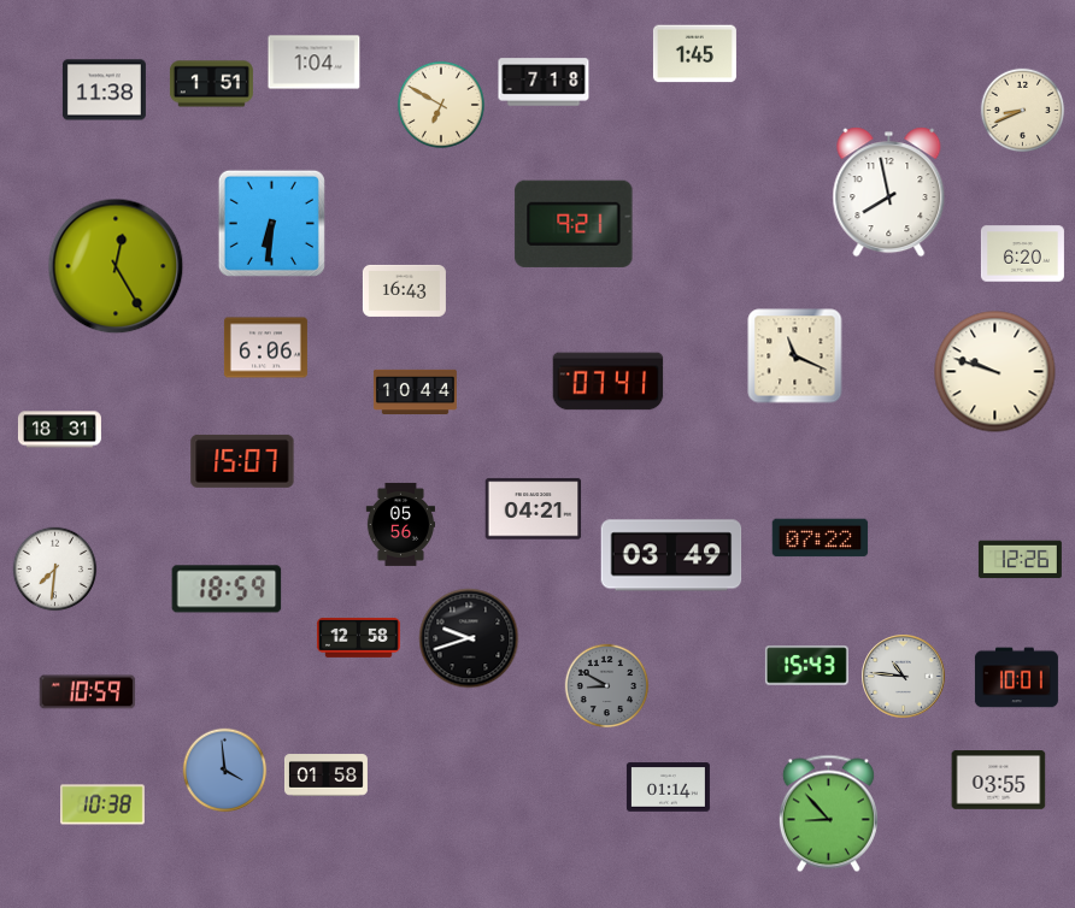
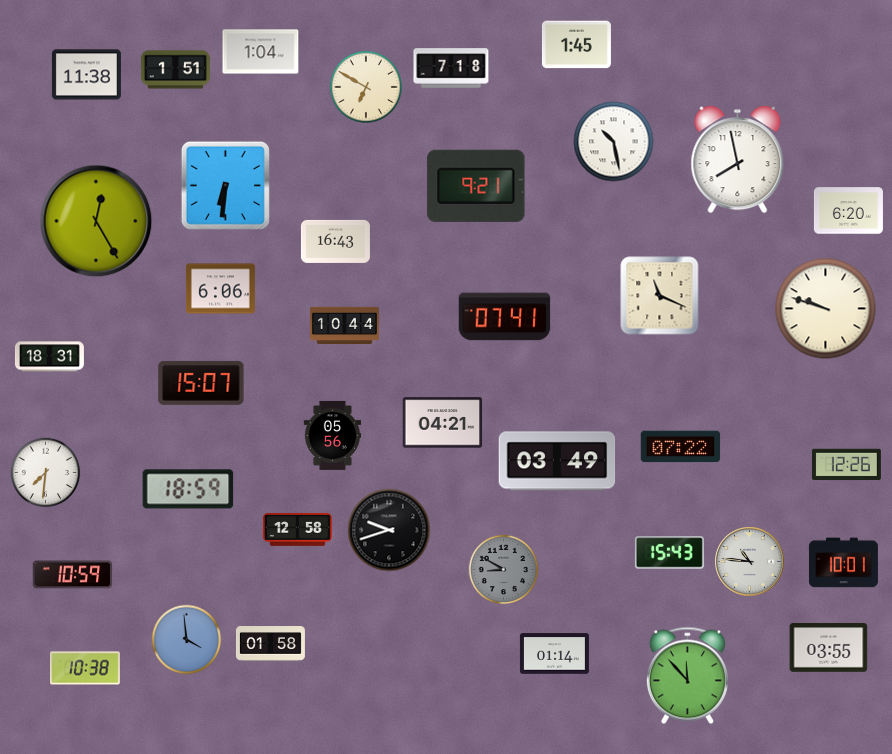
clock at (1023, 111): 8:41 -> none
clock at (614, 142): none -> 10:28
clock at (828, 814): 8:53 -> 11:53
